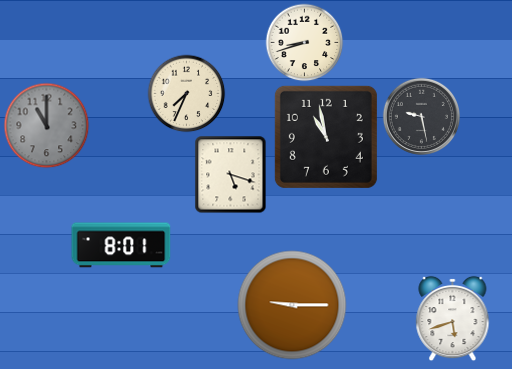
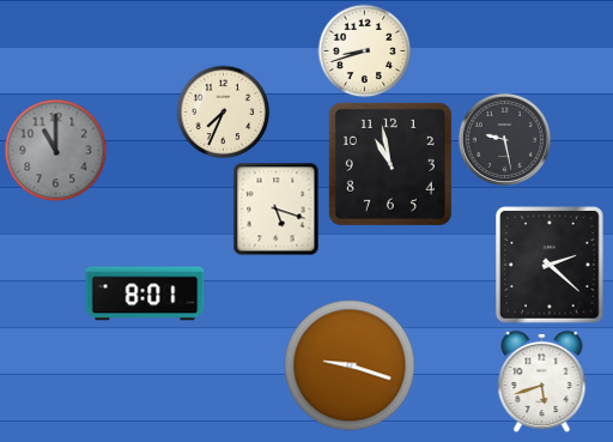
clock at (551, 265): none -> 2:22
clock at (292, 305): 9:15 -> 9:18
